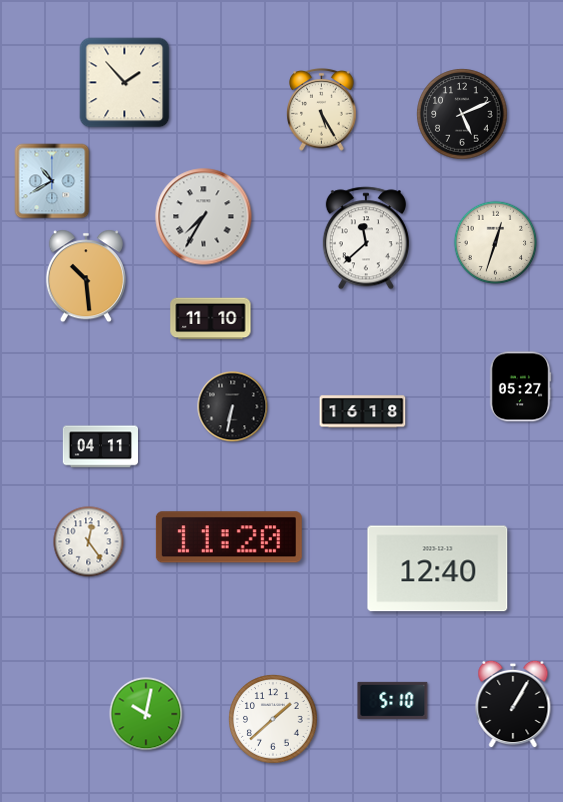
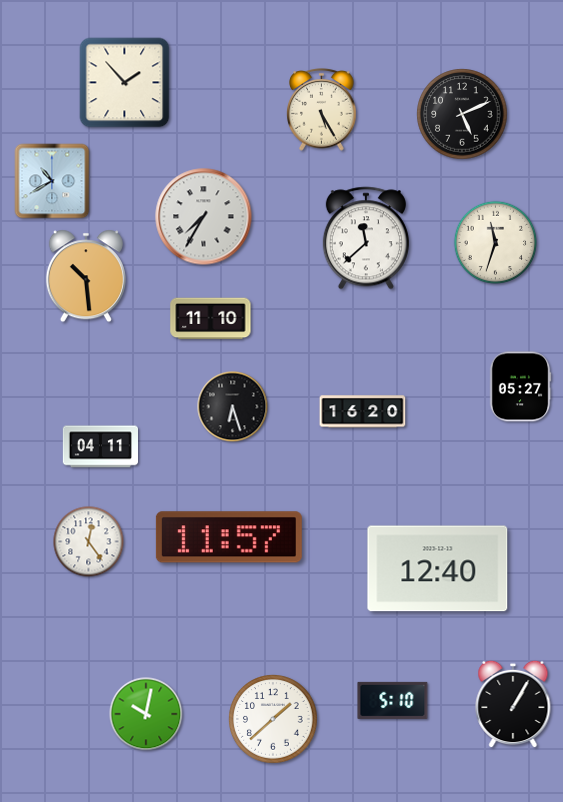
clock at (496, 243): 12:33 -> 11:33
clock at (233, 407): 6:32 -> 6:27
clock at (363, 412): 16:18 -> 16:20
clock at (229, 537): 11:20 -> 11:57
